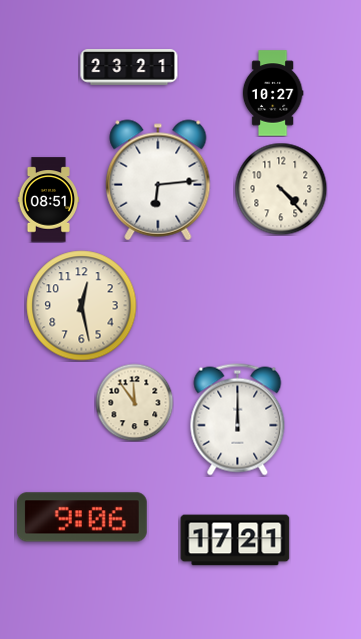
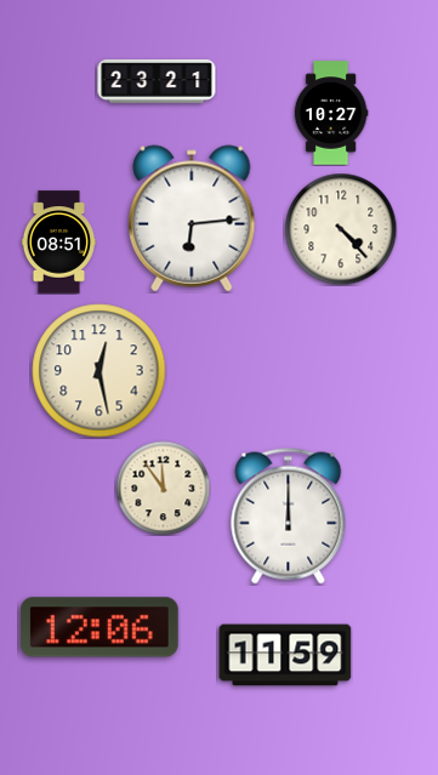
clock at (238, 420) position: (238, 420) -> (289, 517)
clock at (82, 517): 9:06 -> 12:06
clock at (235, 540): 17:21 -> 11:59
